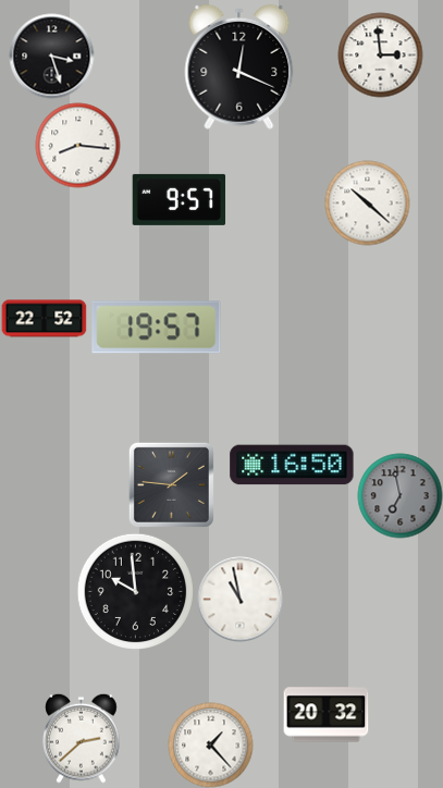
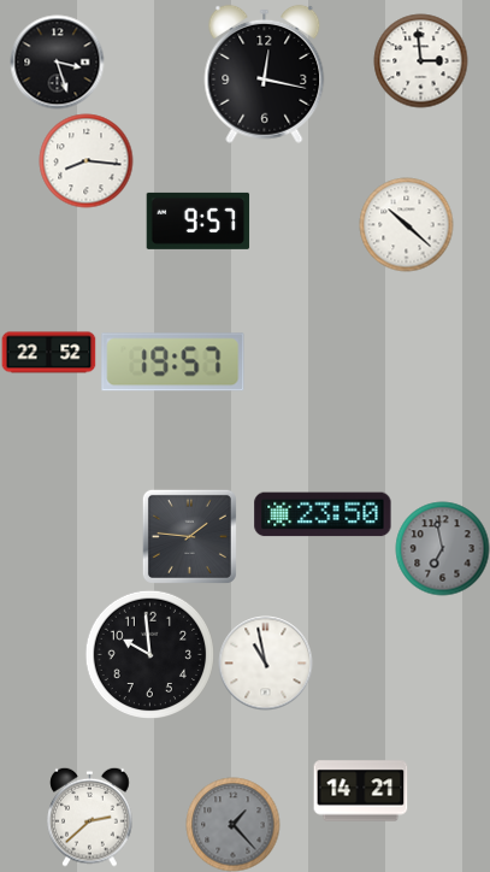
clock at (239, 66): 12:19 -> 12:17
clock at (292, 465): 16:50 -> 23:50
clock at (325, 715): 20:32 -> 14:21
clock at (210, 744) dial: white -> grey
